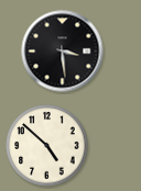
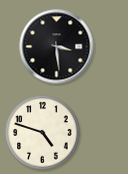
clock at (47, 146): 4:52 -> 4:48
